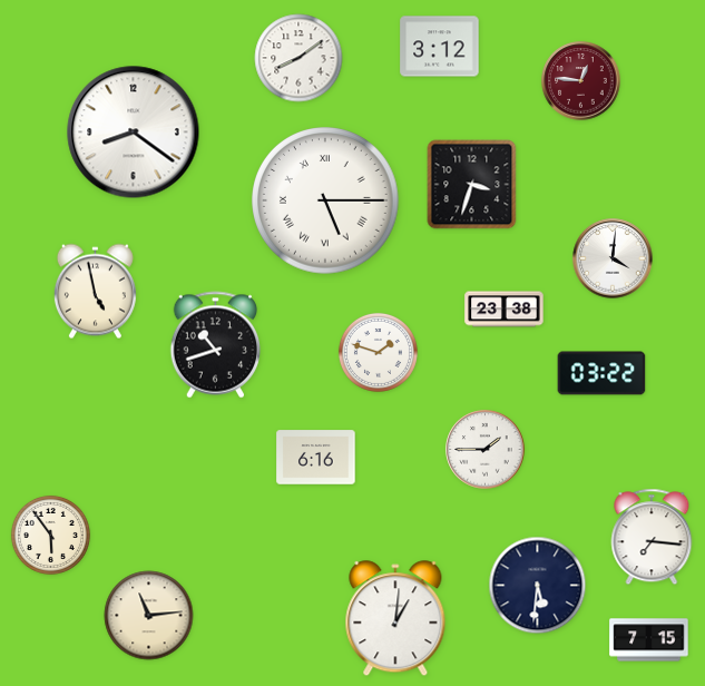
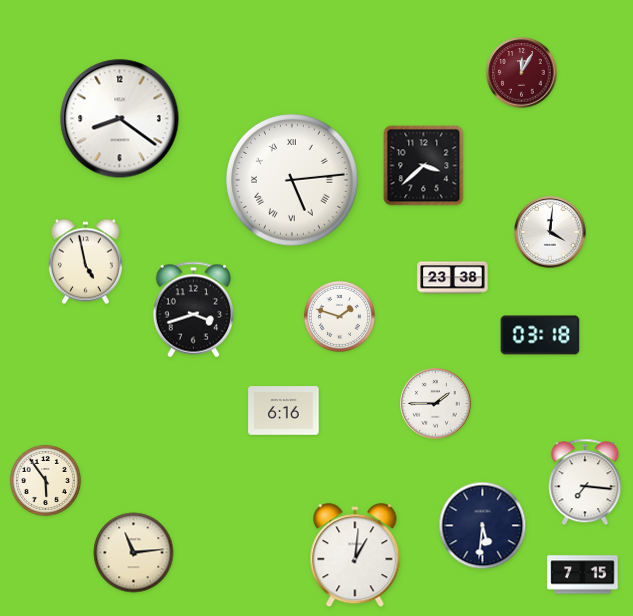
clock at (440, 47): 3:12 -> none
clock at (298, 58): 8:09 -> none
clock at (581, 81): 12:46 -> 12:05
clock at (472, 185): 3:33 -> 3:38
clock at (325, 200): 5:15 -> 5:14
clock at (215, 345): 10:42 -> 3:42
clock at (601, 373): 03:22 -> 03:18
